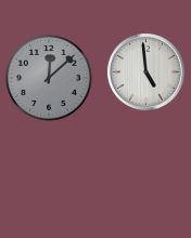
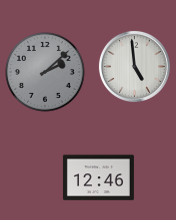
clock at (50, 79): 12:08 -> 2:08
clock at (98, 178): none -> 12:46
